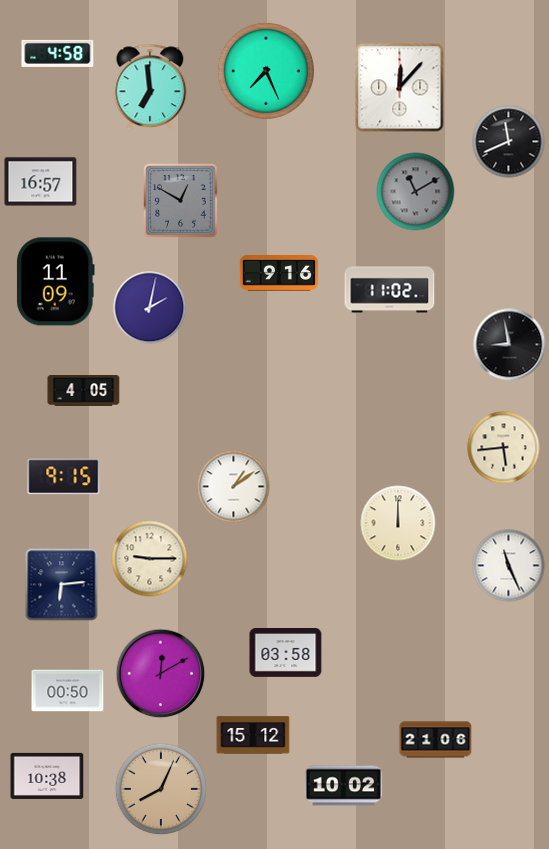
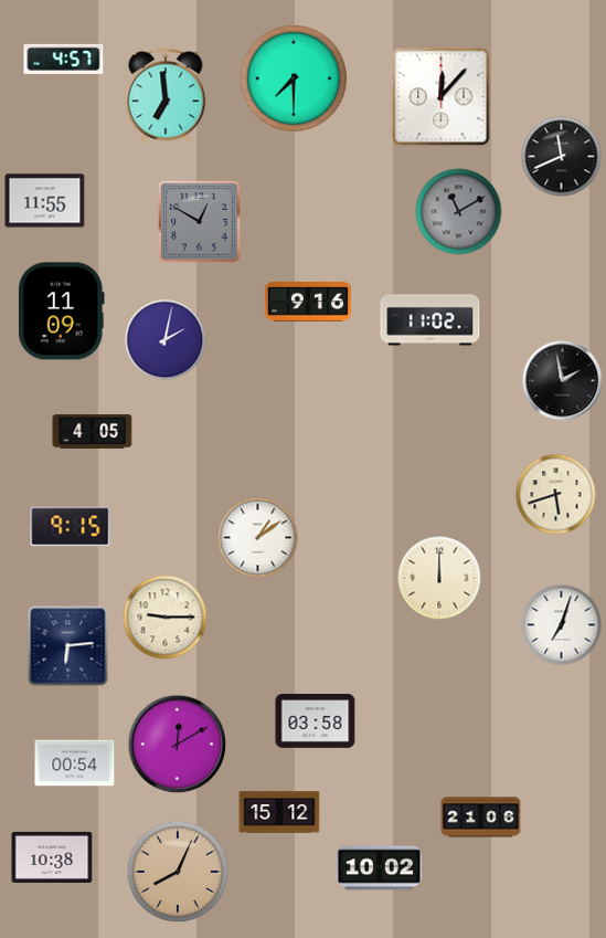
clock at (58, 53): 4:58 -> 4:57
clock at (266, 71): 7:26 -> 7:30
clock at (41, 182): 16:57 -> 11:55
clock at (510, 345): 8:58 -> 1:58
clock at (504, 448): 5:44 -> 5:42
clock at (509, 566): 11:26 -> 7:03
clock at (68, 691): 00:50 -> 00:54
